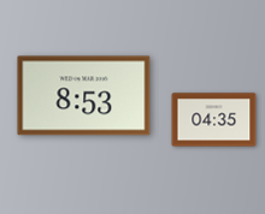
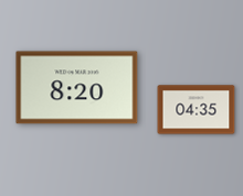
clock at (84, 96): 8:53 -> 8:20
